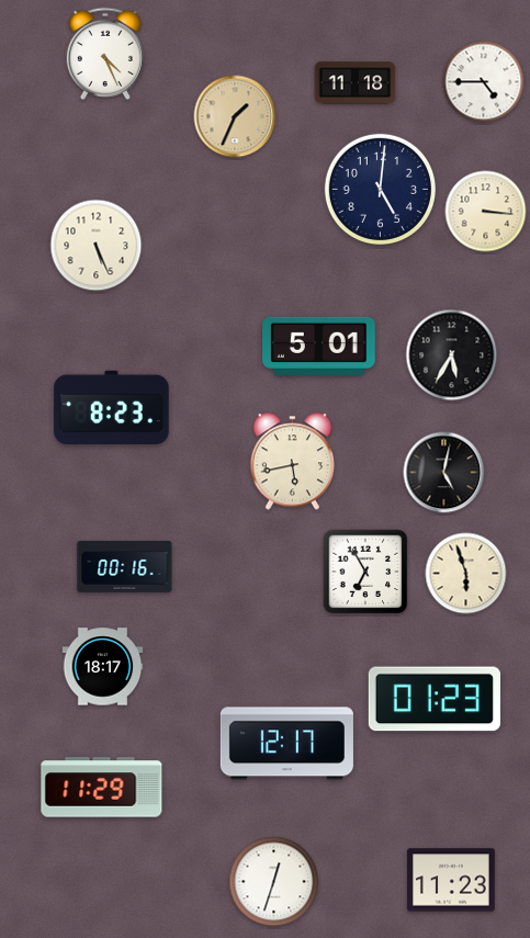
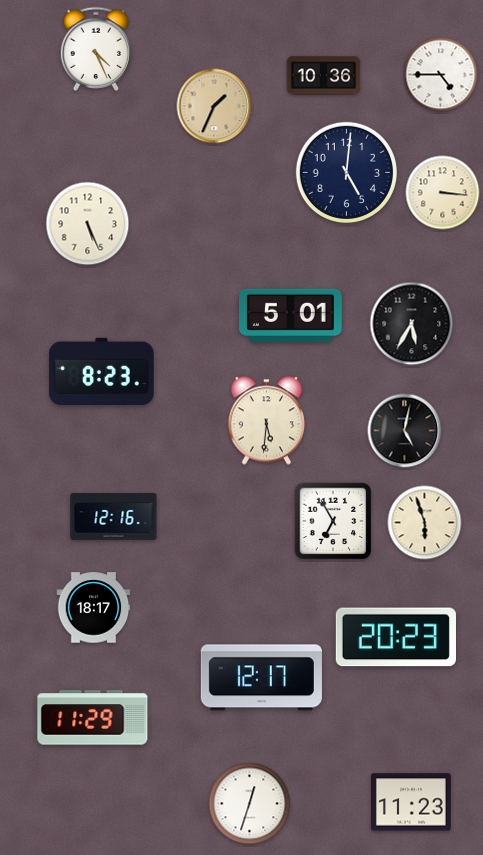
clock at (356, 83): 11:18 -> 10:36
clock at (292, 462): 5:43 -> 5:31
clock at (125, 566): 00:16 -> 12:16
clock at (435, 699): 01:23 -> 20:23
